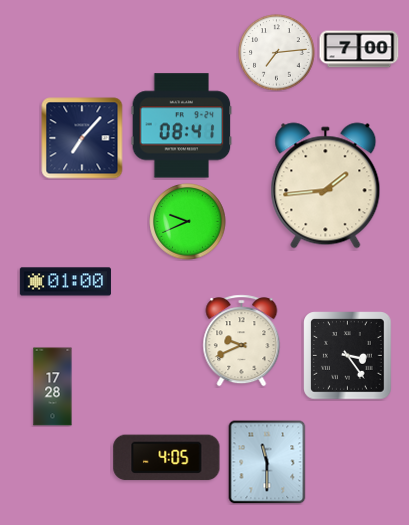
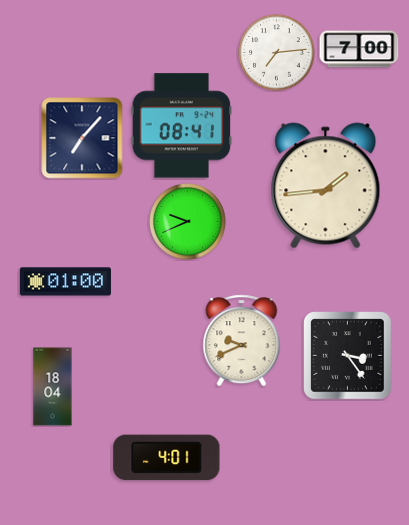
clock at (53, 387): 17:28 -> 18:04
clock at (167, 458): 4:05 -> 4:01
clock at (267, 462): 11:30 -> none
